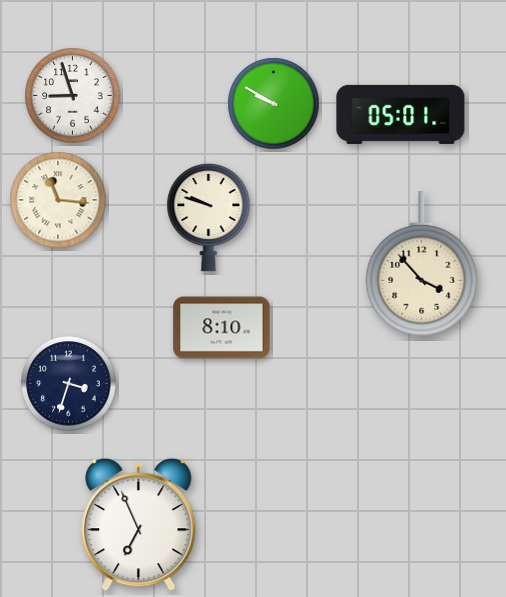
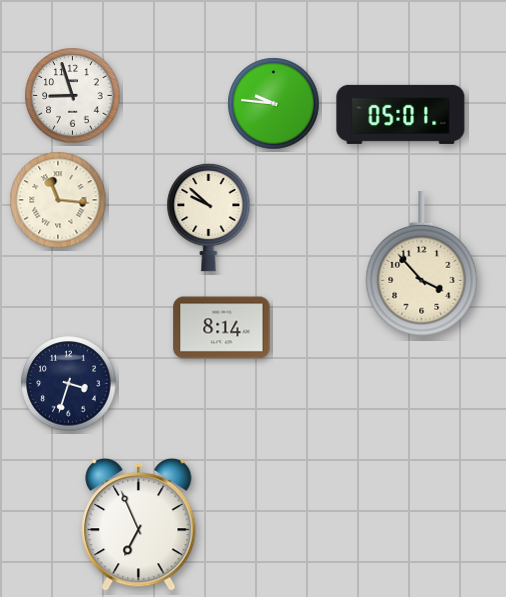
clock at (274, 104): 9:50 -> 9:46
clock at (209, 217): 9:48 -> 9:52
clock at (222, 328): 8:10 -> 8:14
